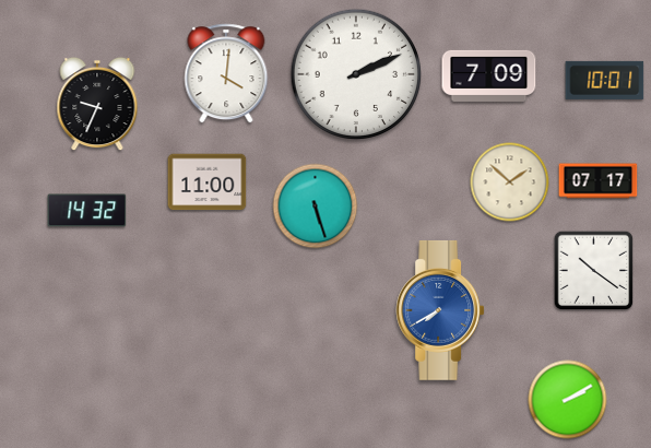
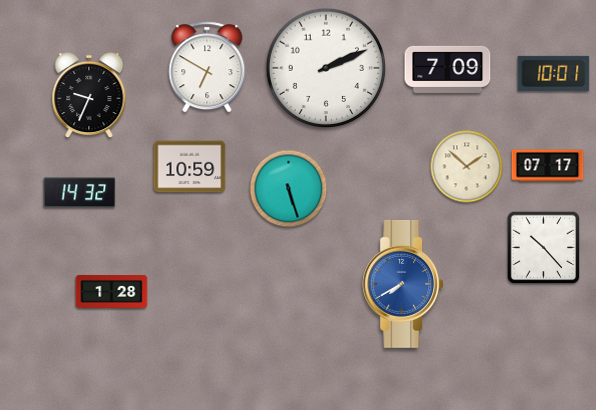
clock at (226, 73): 4:01 -> 6:50
clock at (208, 182): 11:00 -> 10:59
clock at (594, 271): 10:21 -> 10:23
clock at (112, 291): none -> 1:28
clock at (568, 400): 2:10 -> none
